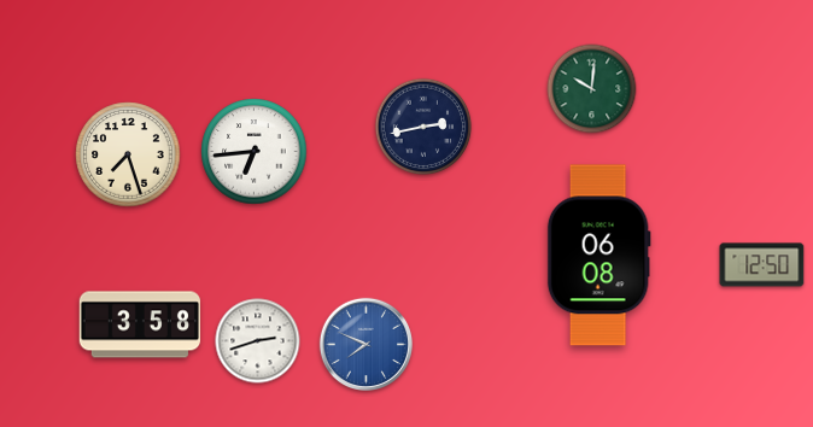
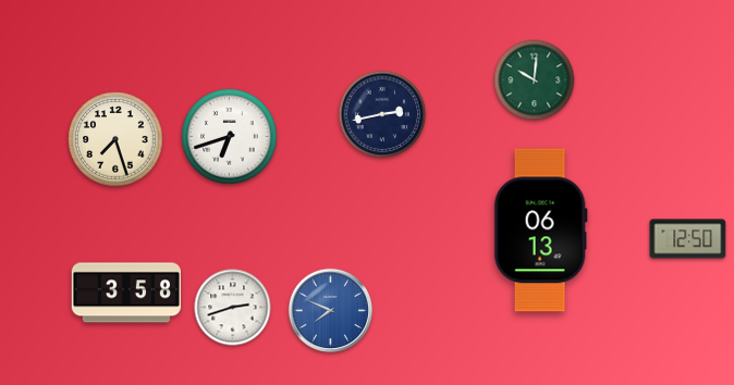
clock at (255, 152): 6:44 -> 6:42
clock at (598, 256): 06:08 -> 06:13
